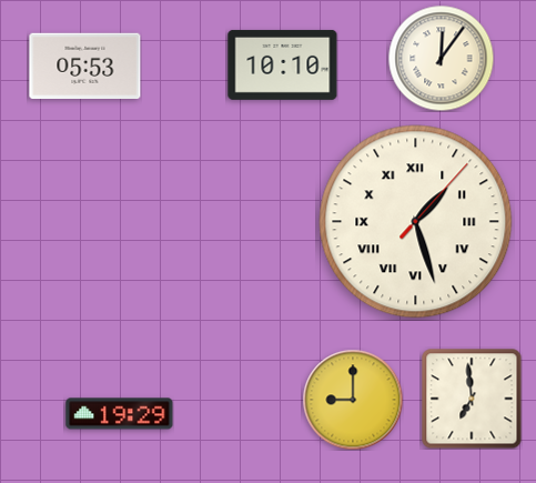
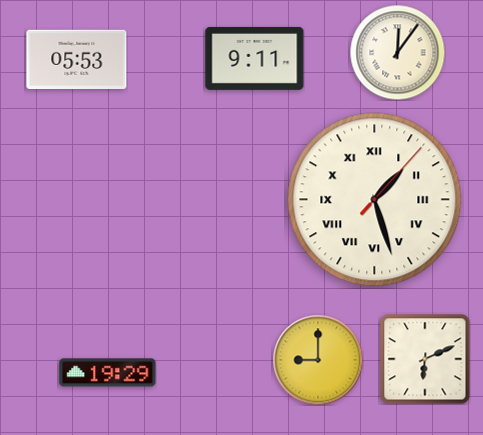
clock at (283, 64): 10:10 -> 9:11
clock at (472, 399): 6:59 -> 6:11
